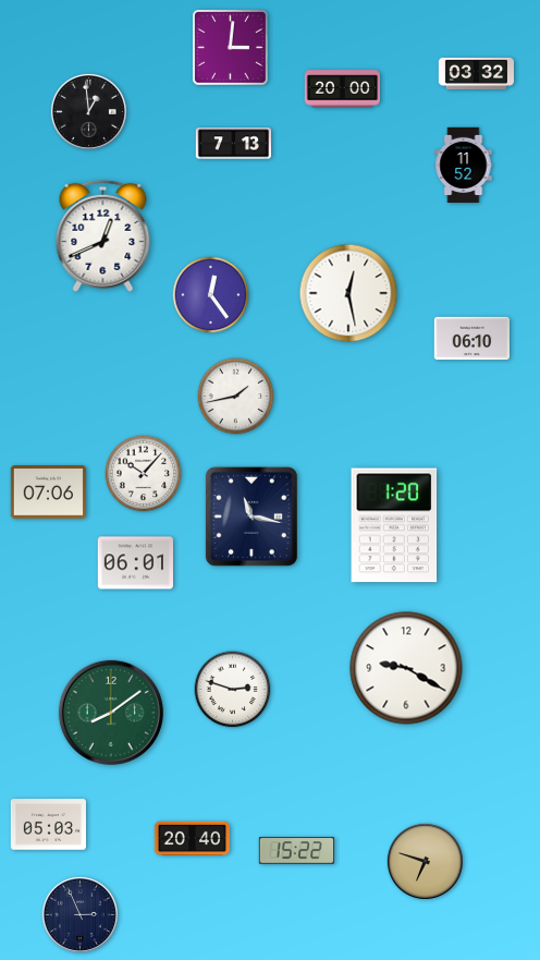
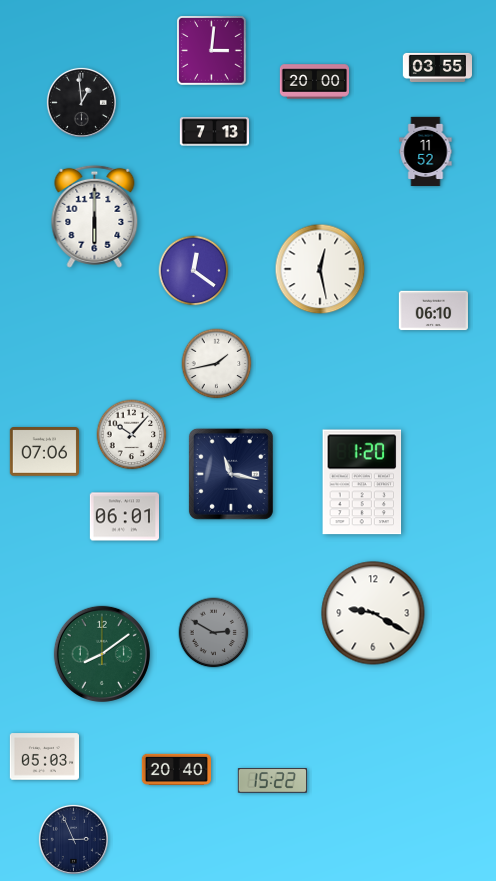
clock at (231, 48) position: (231, 48) -> (212, 51)
clock at (476, 73): 03:32 -> 03:55
clock at (103, 235): 12:41 -> 6:00
clock at (211, 295): 12:24 -> 12:21
clock at (233, 690): 2:48 -> 2:50
clock at (233, 690) dial: white -> grey
clock at (425, 861): 6:48 -> none
